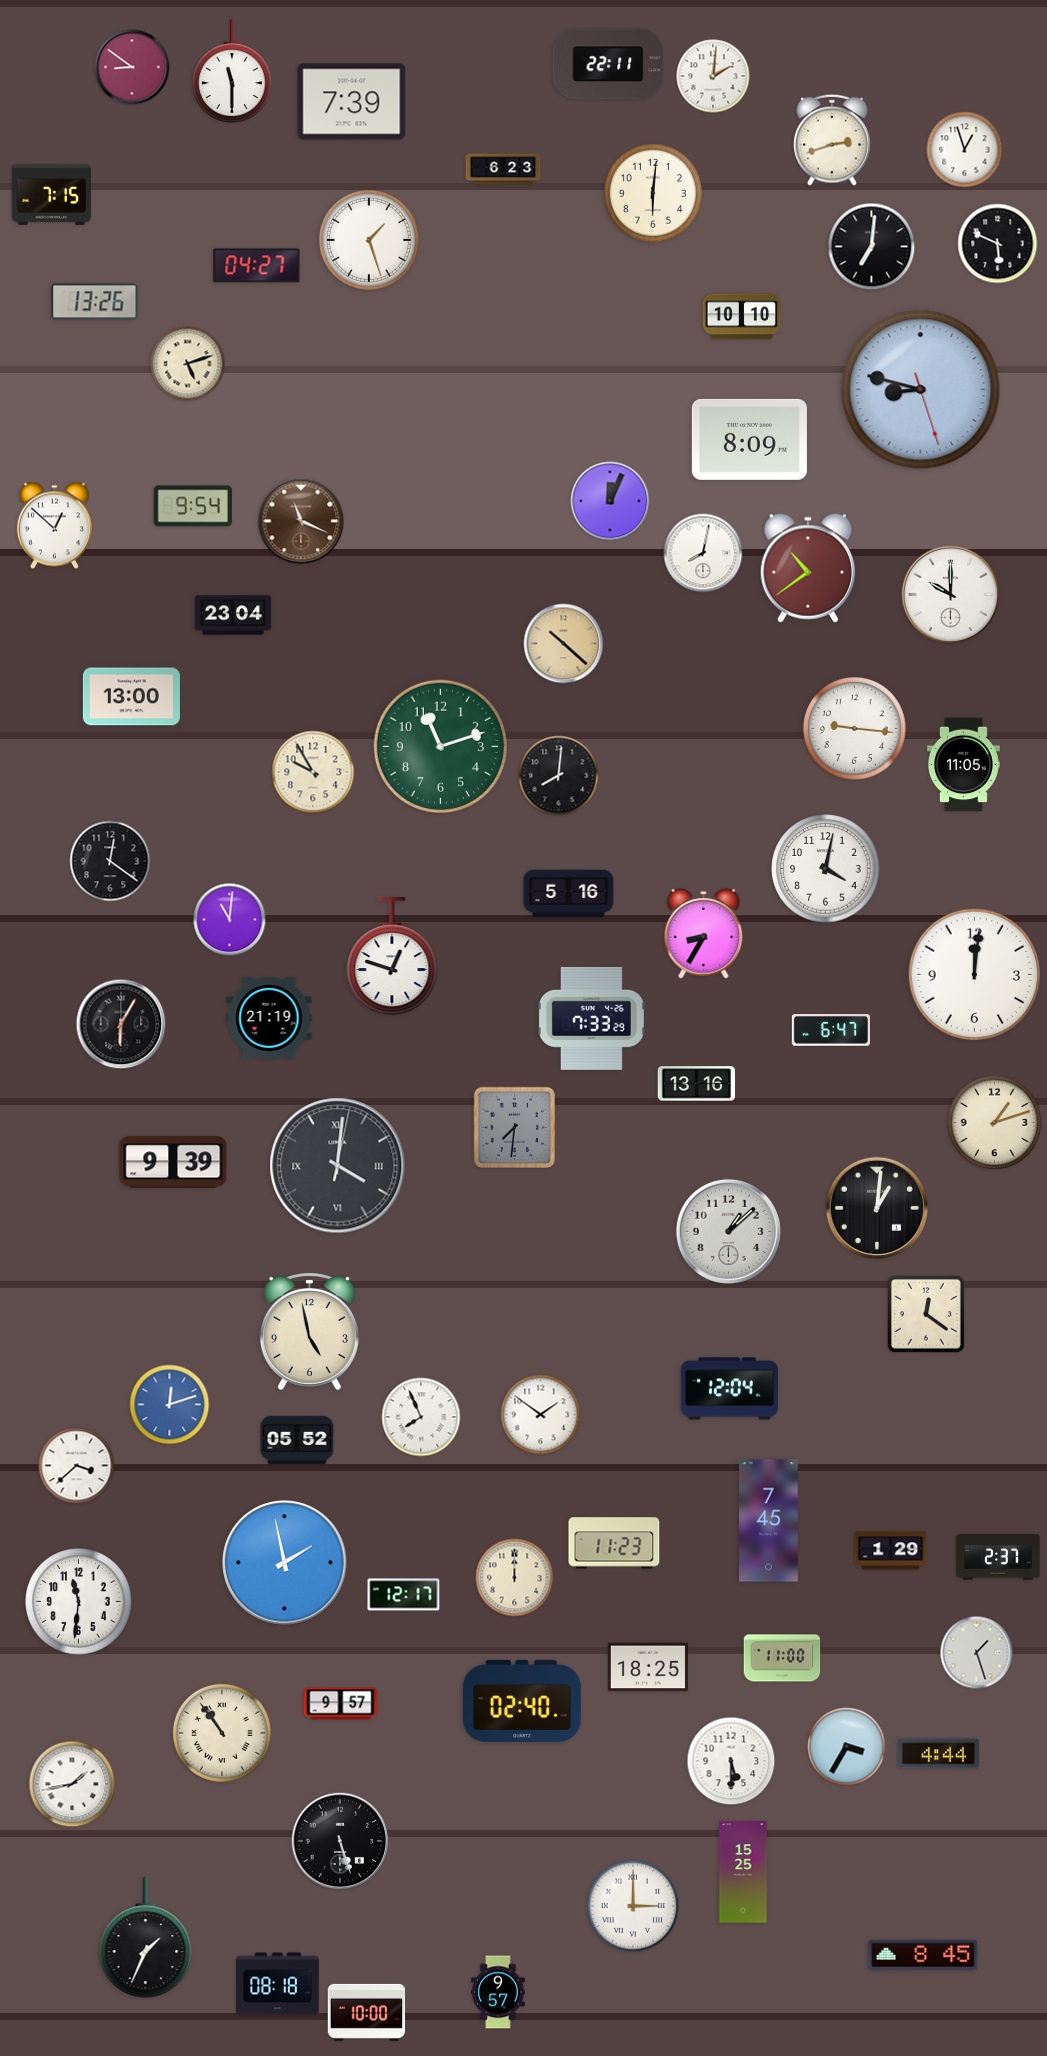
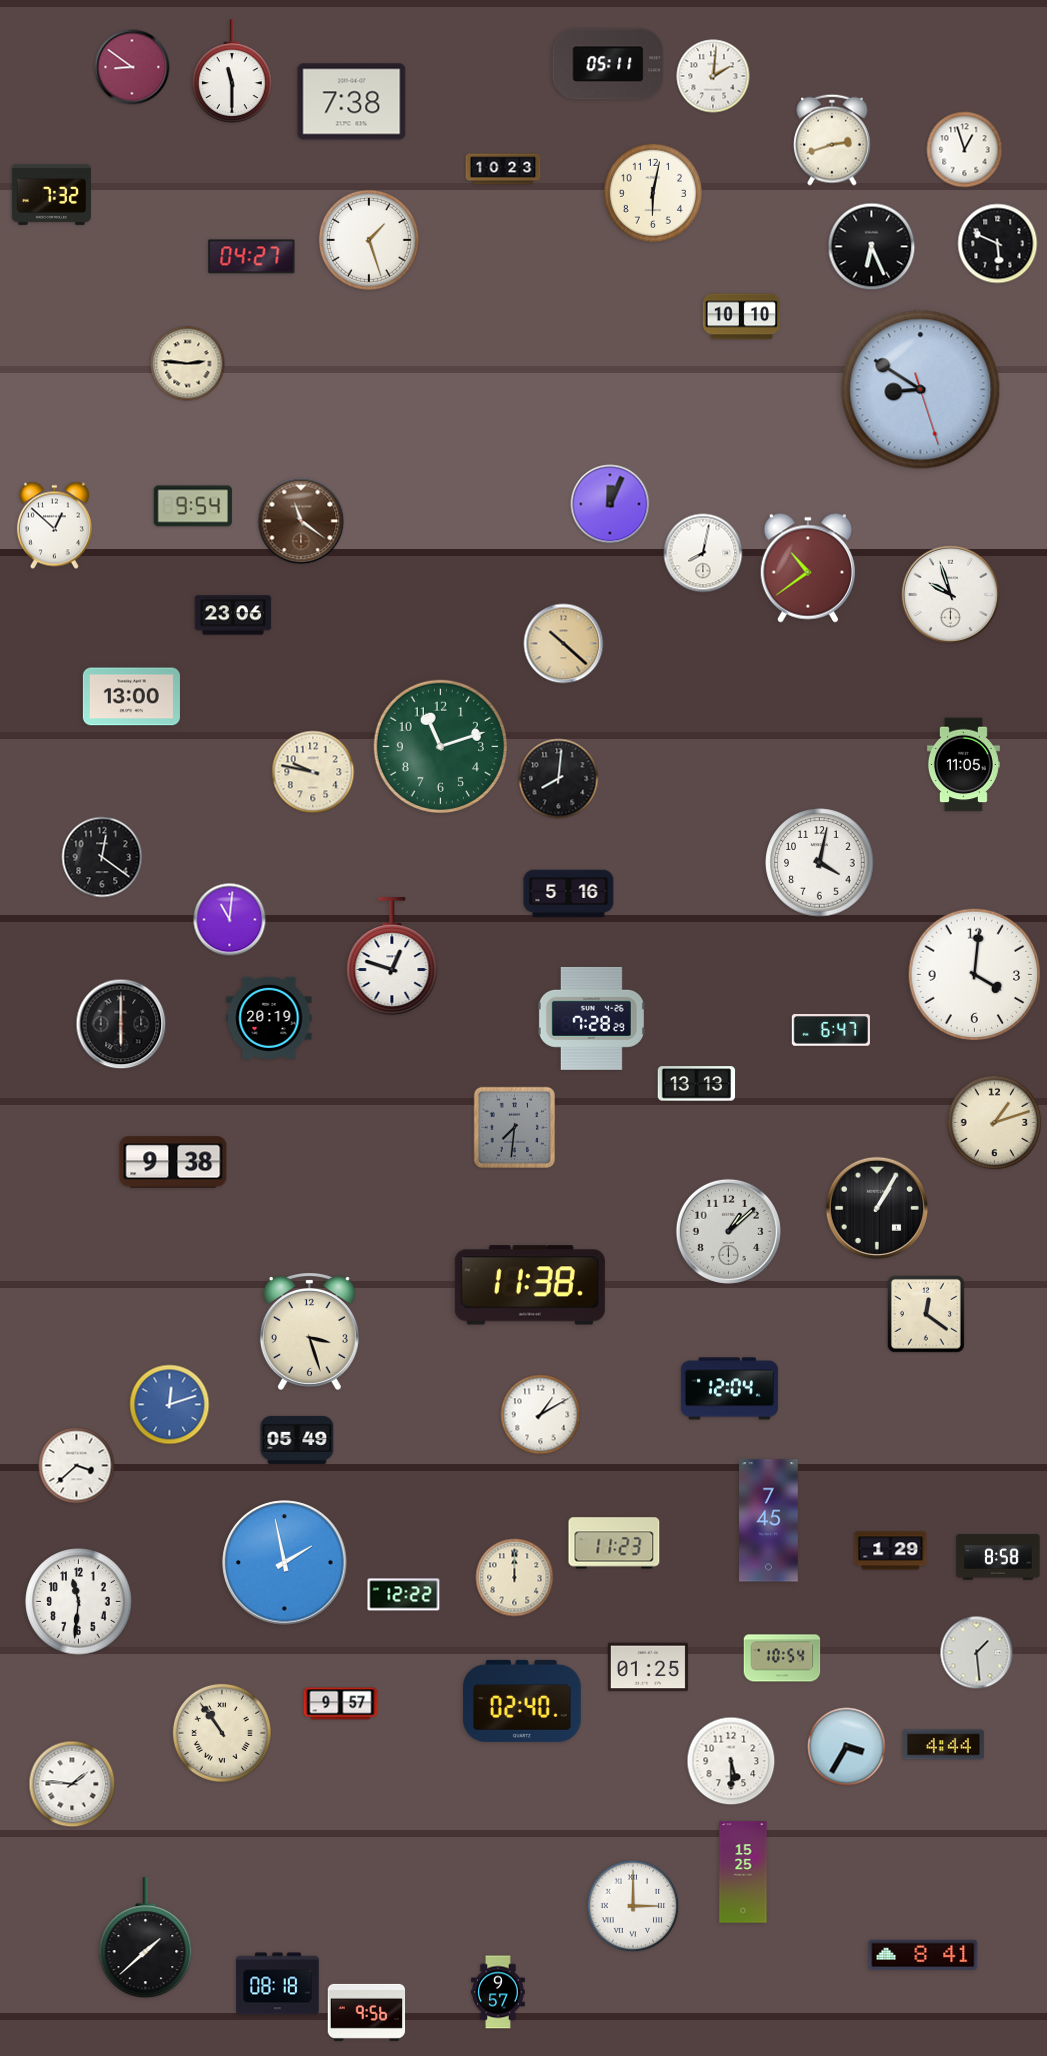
clock at (608, 64): 22:11 -> 05:11
clock at (352, 102): 7:39 -> 7:38
clock at (503, 169): 6:23 -> 10:23
clock at (653, 193): 6:01 -> 6:02
clock at (51, 194): 7:15 -> 7:32
clock at (872, 247): 7:01 -> 6:26
clock at (257, 266) position: (257, 266) -> (252, 257)
clock at (95, 302): 13:26 -> none
clock at (188, 364): 5:12 -> 2:46
clock at (921, 390): 8:47 -> 8:50
clock at (749, 439): 8:09 -> none
clock at (610, 501) position: (610, 501) -> (610, 504)
clock at (301, 521): 11:19 -> 11:21
clock at (951, 595): 10:00 -> 9:57
clock at (233, 615): 23:04 -> 23:06
clock at (854, 728): 9:16 -> none
clock at (313, 772): 9:55 -> 9:47
clock at (559, 776) position: (559, 776) -> (559, 779)
clock at (110, 861) position: (110, 861) -> (102, 857)
clock at (826, 869) position: (826, 869) -> (820, 863)
clock at (704, 933): 8:35 -> none
clock at (975, 975): 12:01 -> 4:01
clock at (269, 1018): 21:19 -> 20:19
clock at (591, 1018): 7:33 -> 7:28
clock at (121, 1024): 6:05 -> 6:00
clock at (697, 1084): 13:16 -> 13:13
clock at (173, 1162): 9:39 -> 9:38
clock at (338, 1166): 4:01 -> none
clock at (877, 1208): 1:01 -> 1:05
clock at (530, 1285): none -> 11:38
clock at (309, 1331): 4:58 -> 3:27
clock at (541, 1415): 1:51 -> 1:10
clock at (421, 1417): 7:56 -> none
clock at (297, 1440): 05:52 -> 05:49
clock at (998, 1557): 2:37 -> 8:58
clock at (404, 1595): 12:17 -> 12:22
clock at (977, 1653): 1:27 -> 1:29
clock at (782, 1658): 11:00 -> 10:54
clock at (648, 1667): 18:25 -> 01:25
clock at (938, 1754) position: (938, 1754) -> (943, 1745)
clock at (72, 1784): 1:43 -> 1:46
clock at (340, 1841): 5:27 -> none
clock at (146, 1938): 1:34 -> 1:38
clock at (923, 1955): 8:45 -> 8:41
clock at (367, 2012): 10:00 -> 9:56
